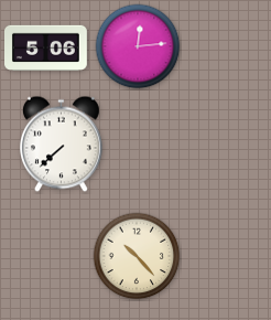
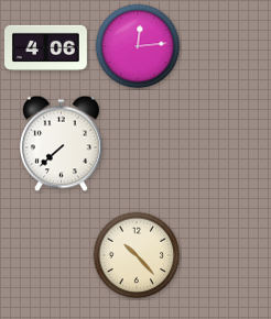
clock at (46, 47): 5:06 -> 4:06
